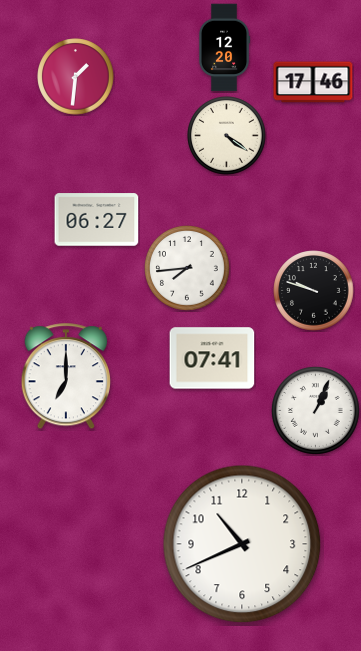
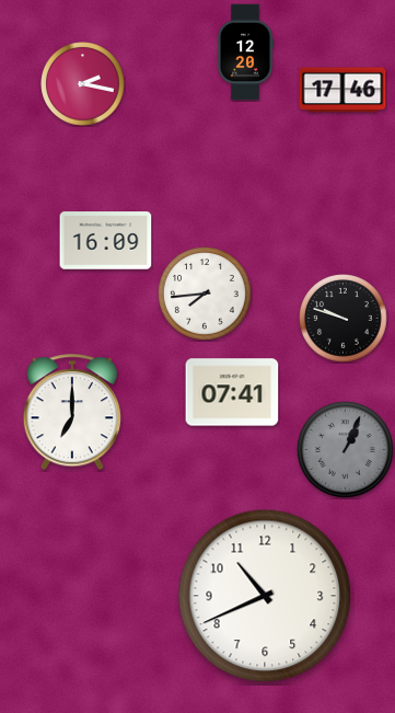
clock at (76, 77): 1:31 -> 2:17
clock at (227, 136): 4:21 -> none
clock at (97, 220): 06:27 -> 16:09
clock at (315, 410) dial: white -> grey
